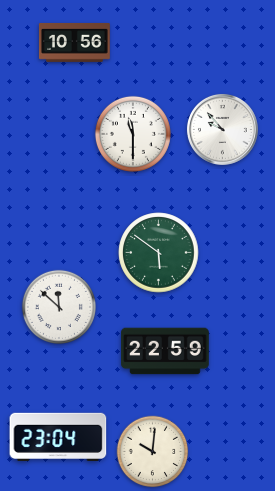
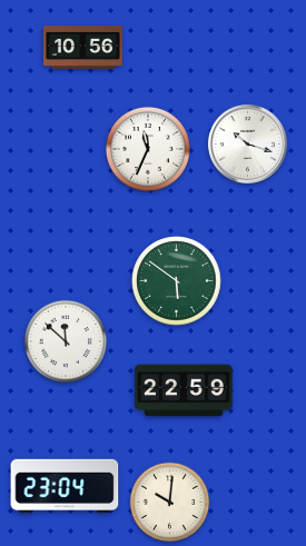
clock at (222, 129): 9:53 -> 10:18
clock at (133, 134): 11:30 -> 11:34
